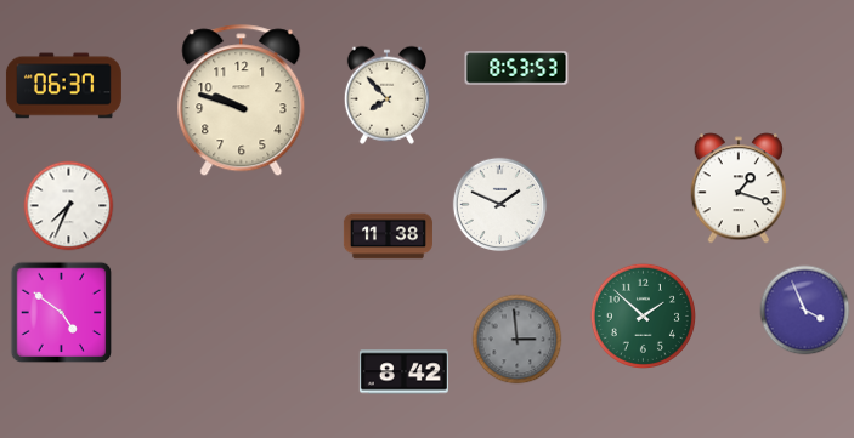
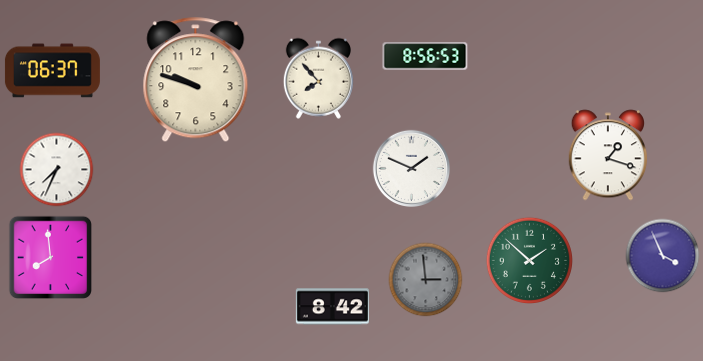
clock at (516, 68): 8:53 -> 8:56
clock at (242, 101) position: (242, 101) -> (196, 80)
clock at (388, 237): 11:38 -> none
clock at (61, 312): 4:51 -> 7:59
